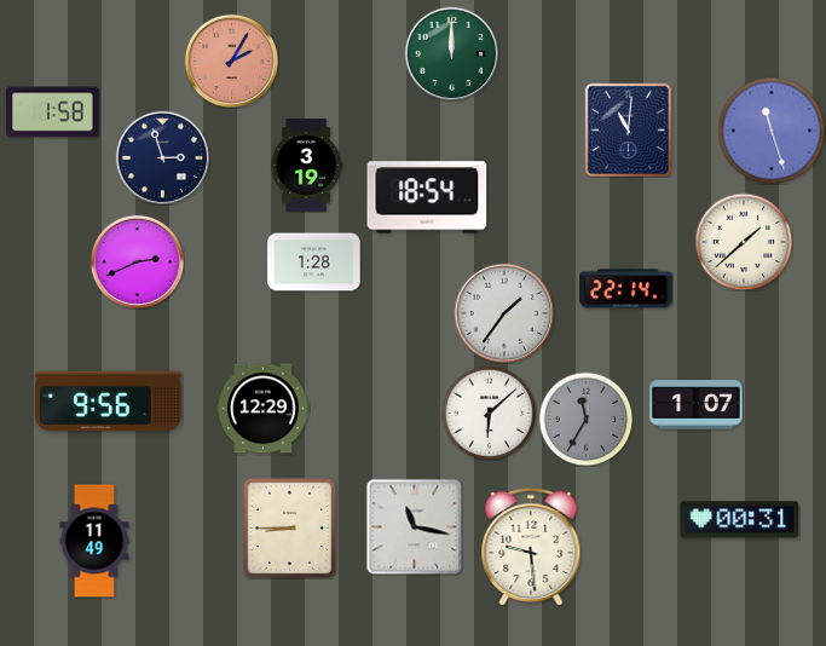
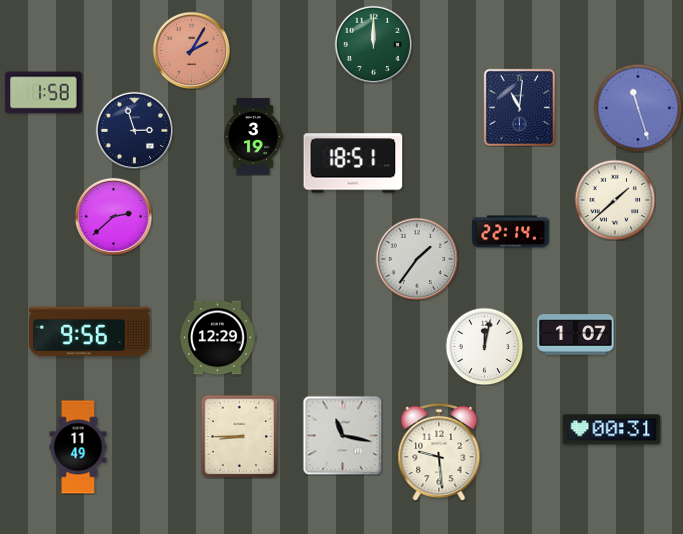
clock at (427, 197): 18:54 -> 18:51
clock at (137, 261): 2:41 -> 2:38
clock at (314, 263): 1:28 -> none
clock at (626, 289) position: (626, 289) -> (511, 232)
clock at (489, 413): 6:08 -> none
clock at (585, 419): 11:35 -> 12:02
clock at (585, 419) dial: grey -> white
